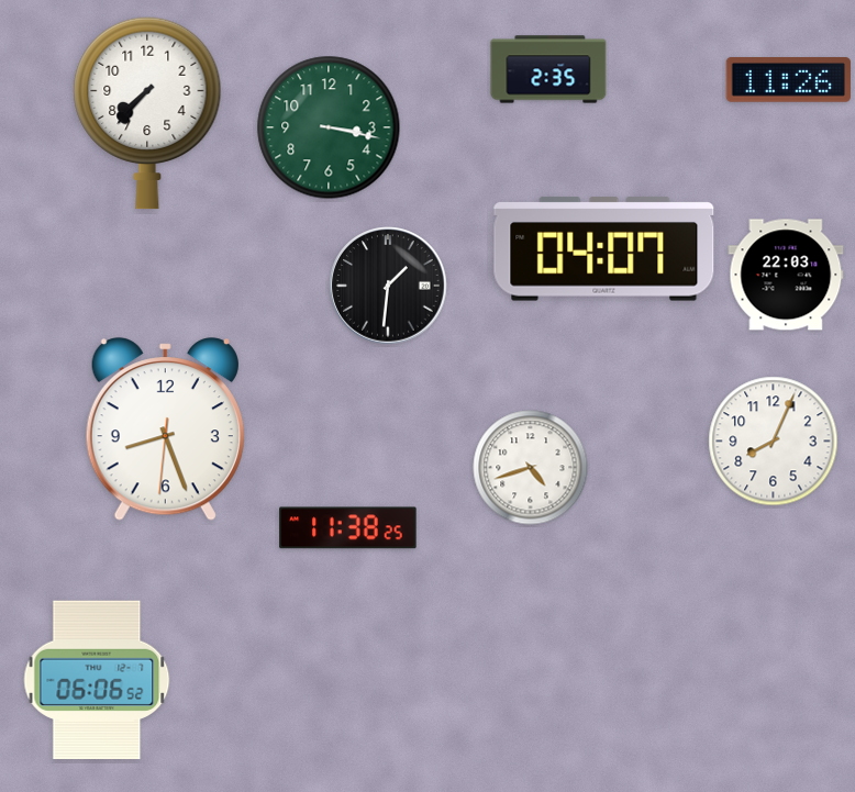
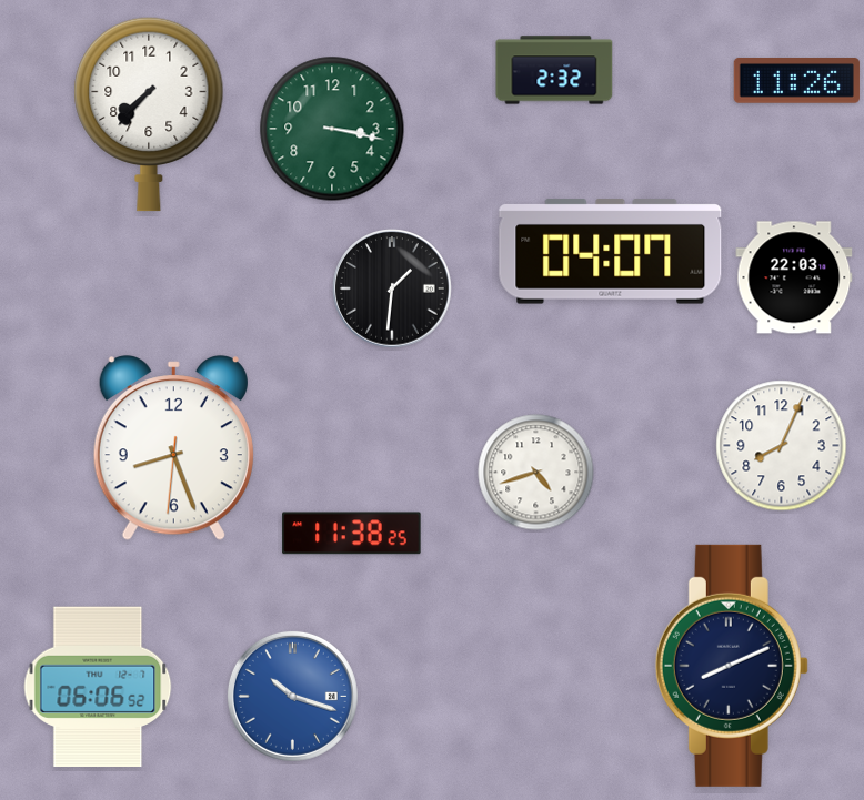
clock at (548, 69): 2:35 -> 2:32
clock at (165, 430) position: (165, 430) -> (173, 448)
clock at (732, 666): none -> 8:11
clock at (292, 696): none -> 10:18
